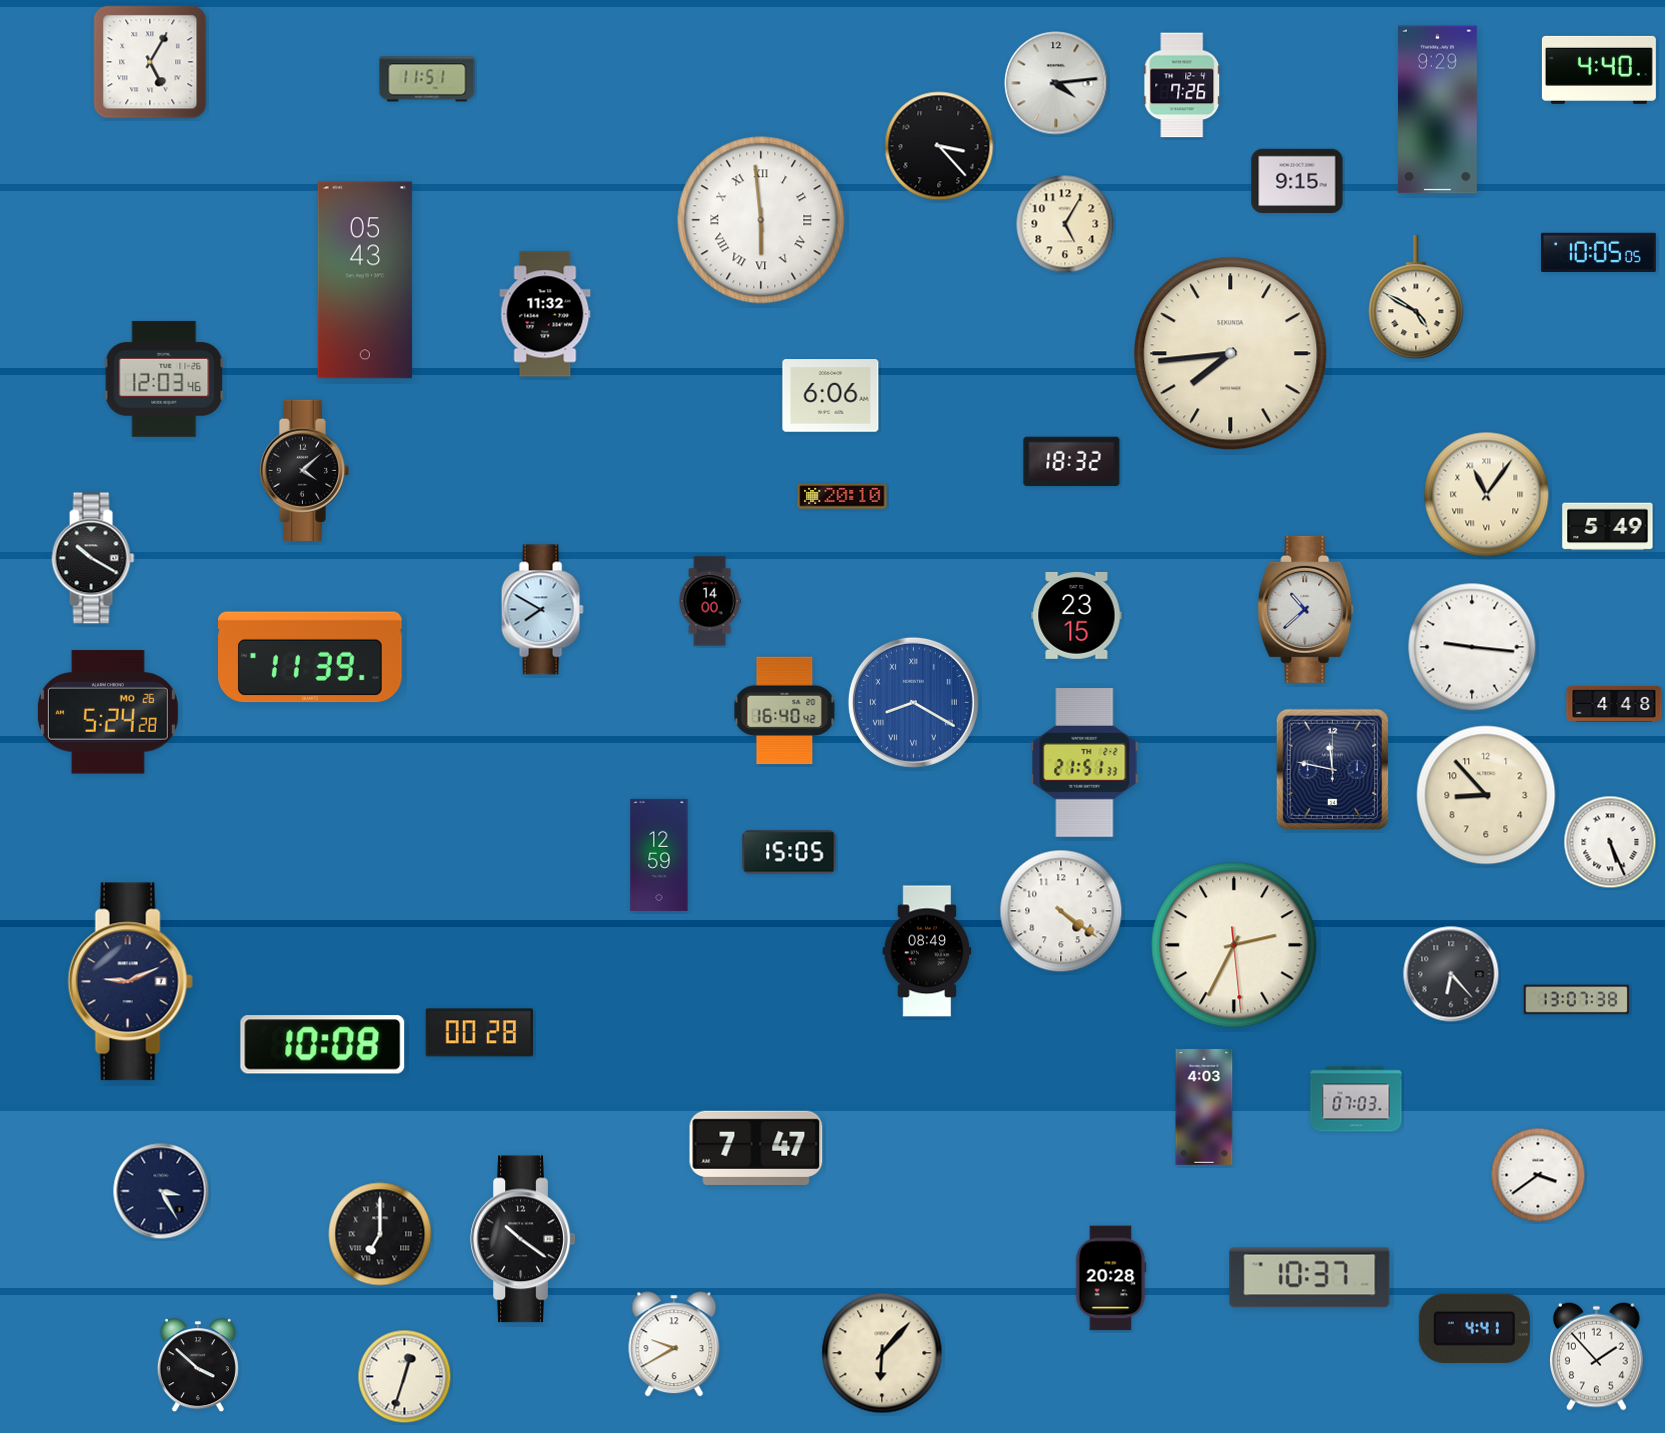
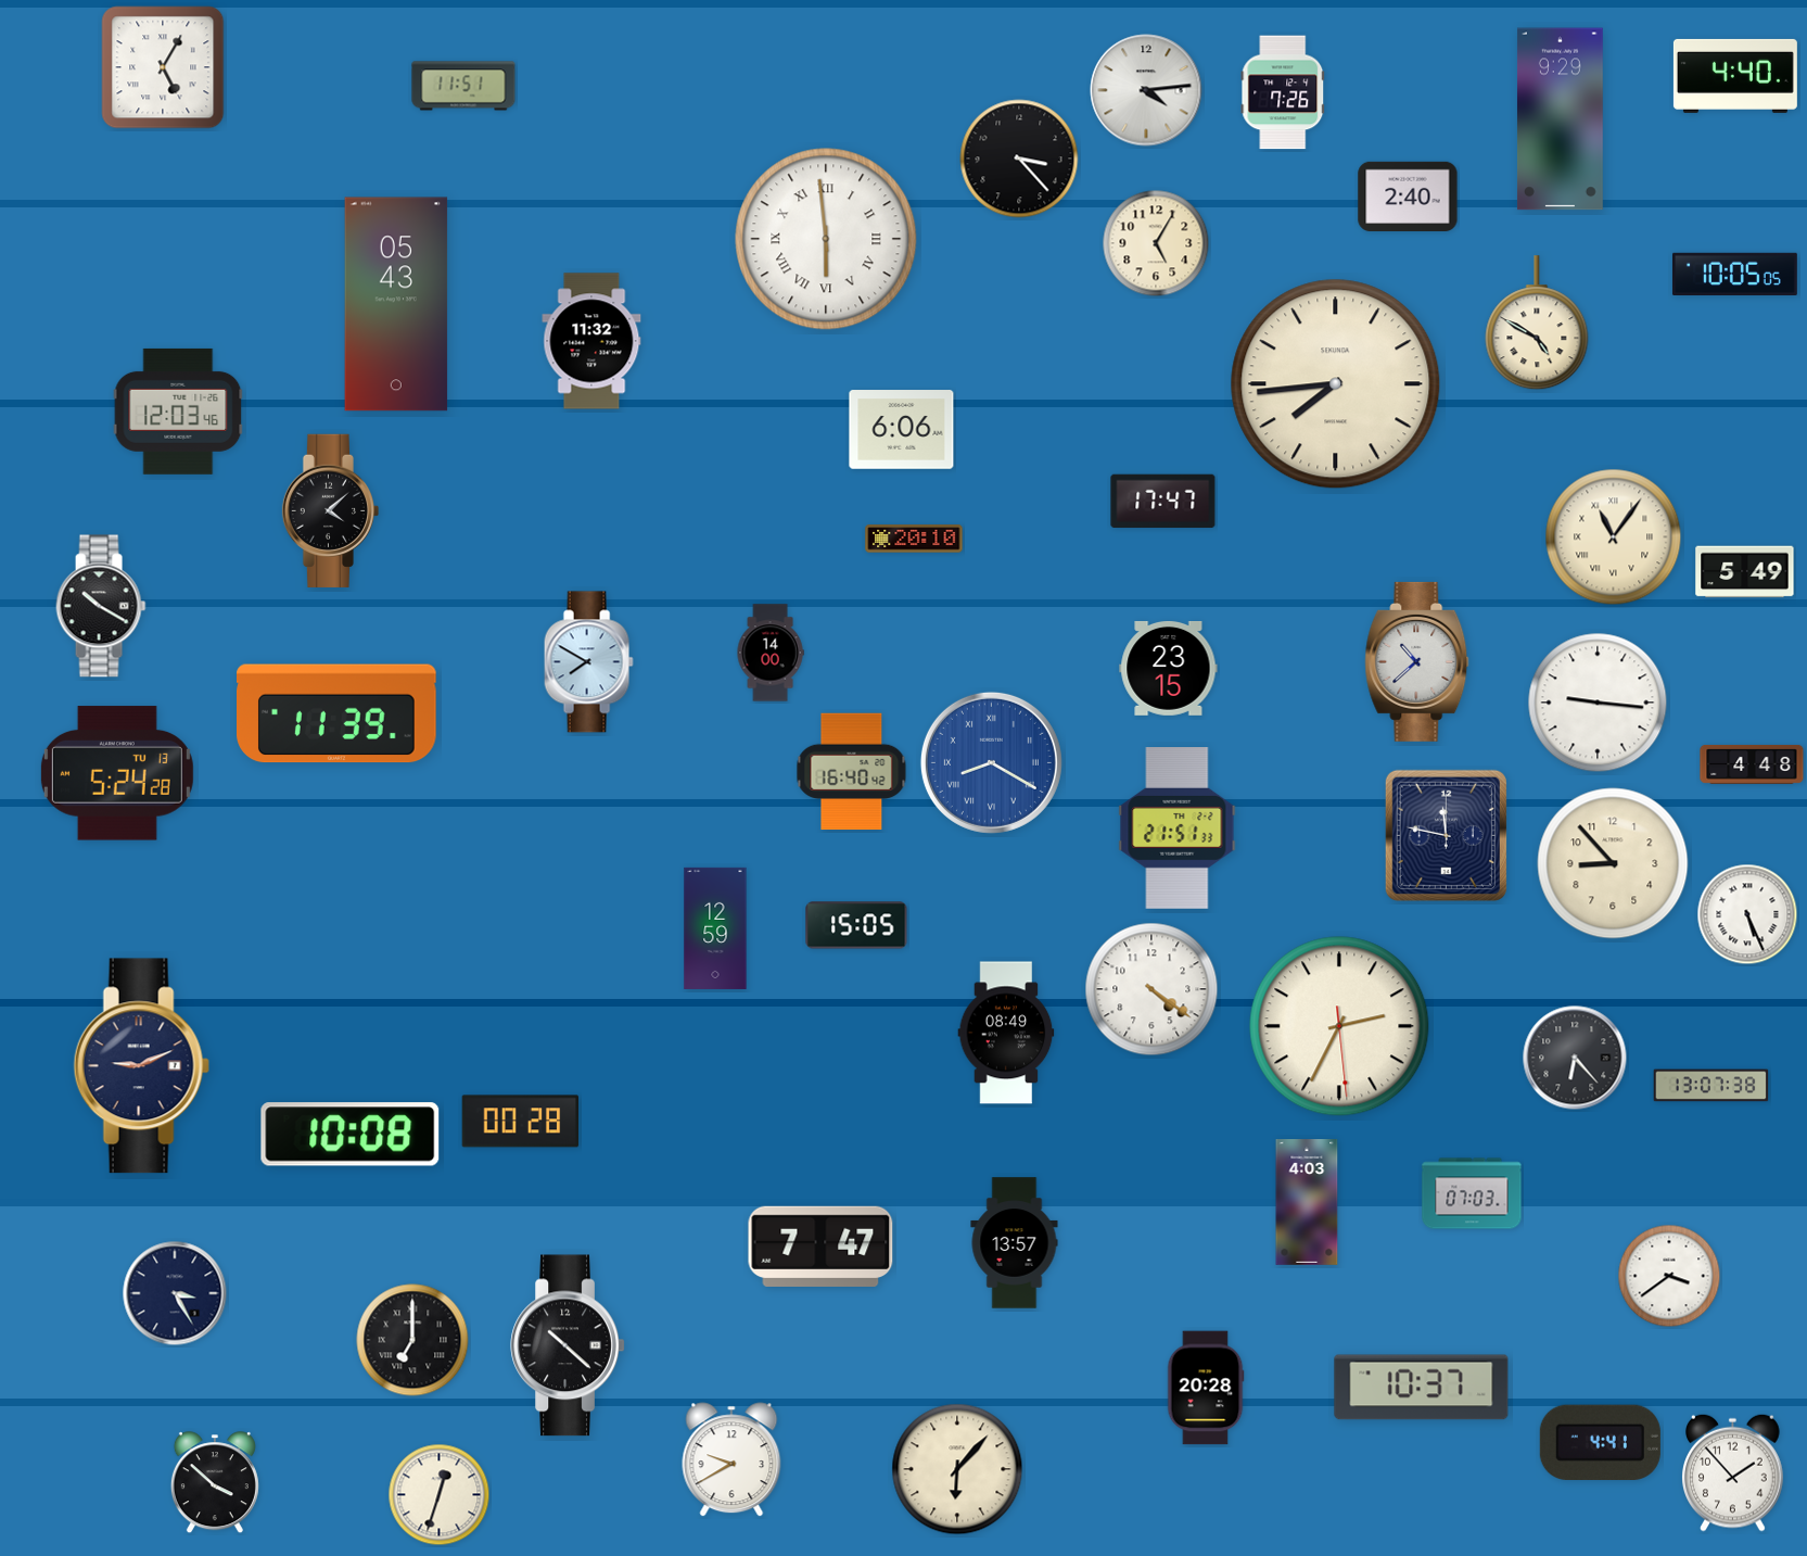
clock at (1297, 180): 9:15 -> 2:40
clock at (1072, 462): 18:32 -> 17:47
clock at (108, 712) date: MO 26 -> TU 13
clock at (1015, 1243): none -> 13:57
clock at (523, 1239): 10:21 -> 10:22
